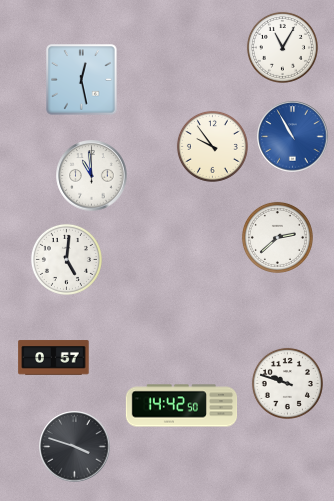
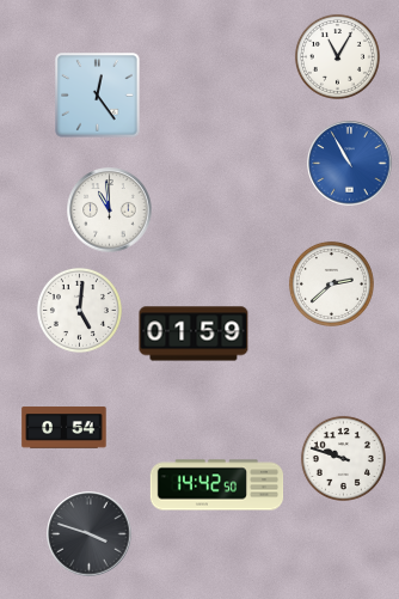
clock at (82, 80): 12:28 -> 12:24
clock at (212, 146): 9:54 -> none
clock at (194, 334): none -> 01:59
clock at (54, 358): 0:57 -> 0:54
